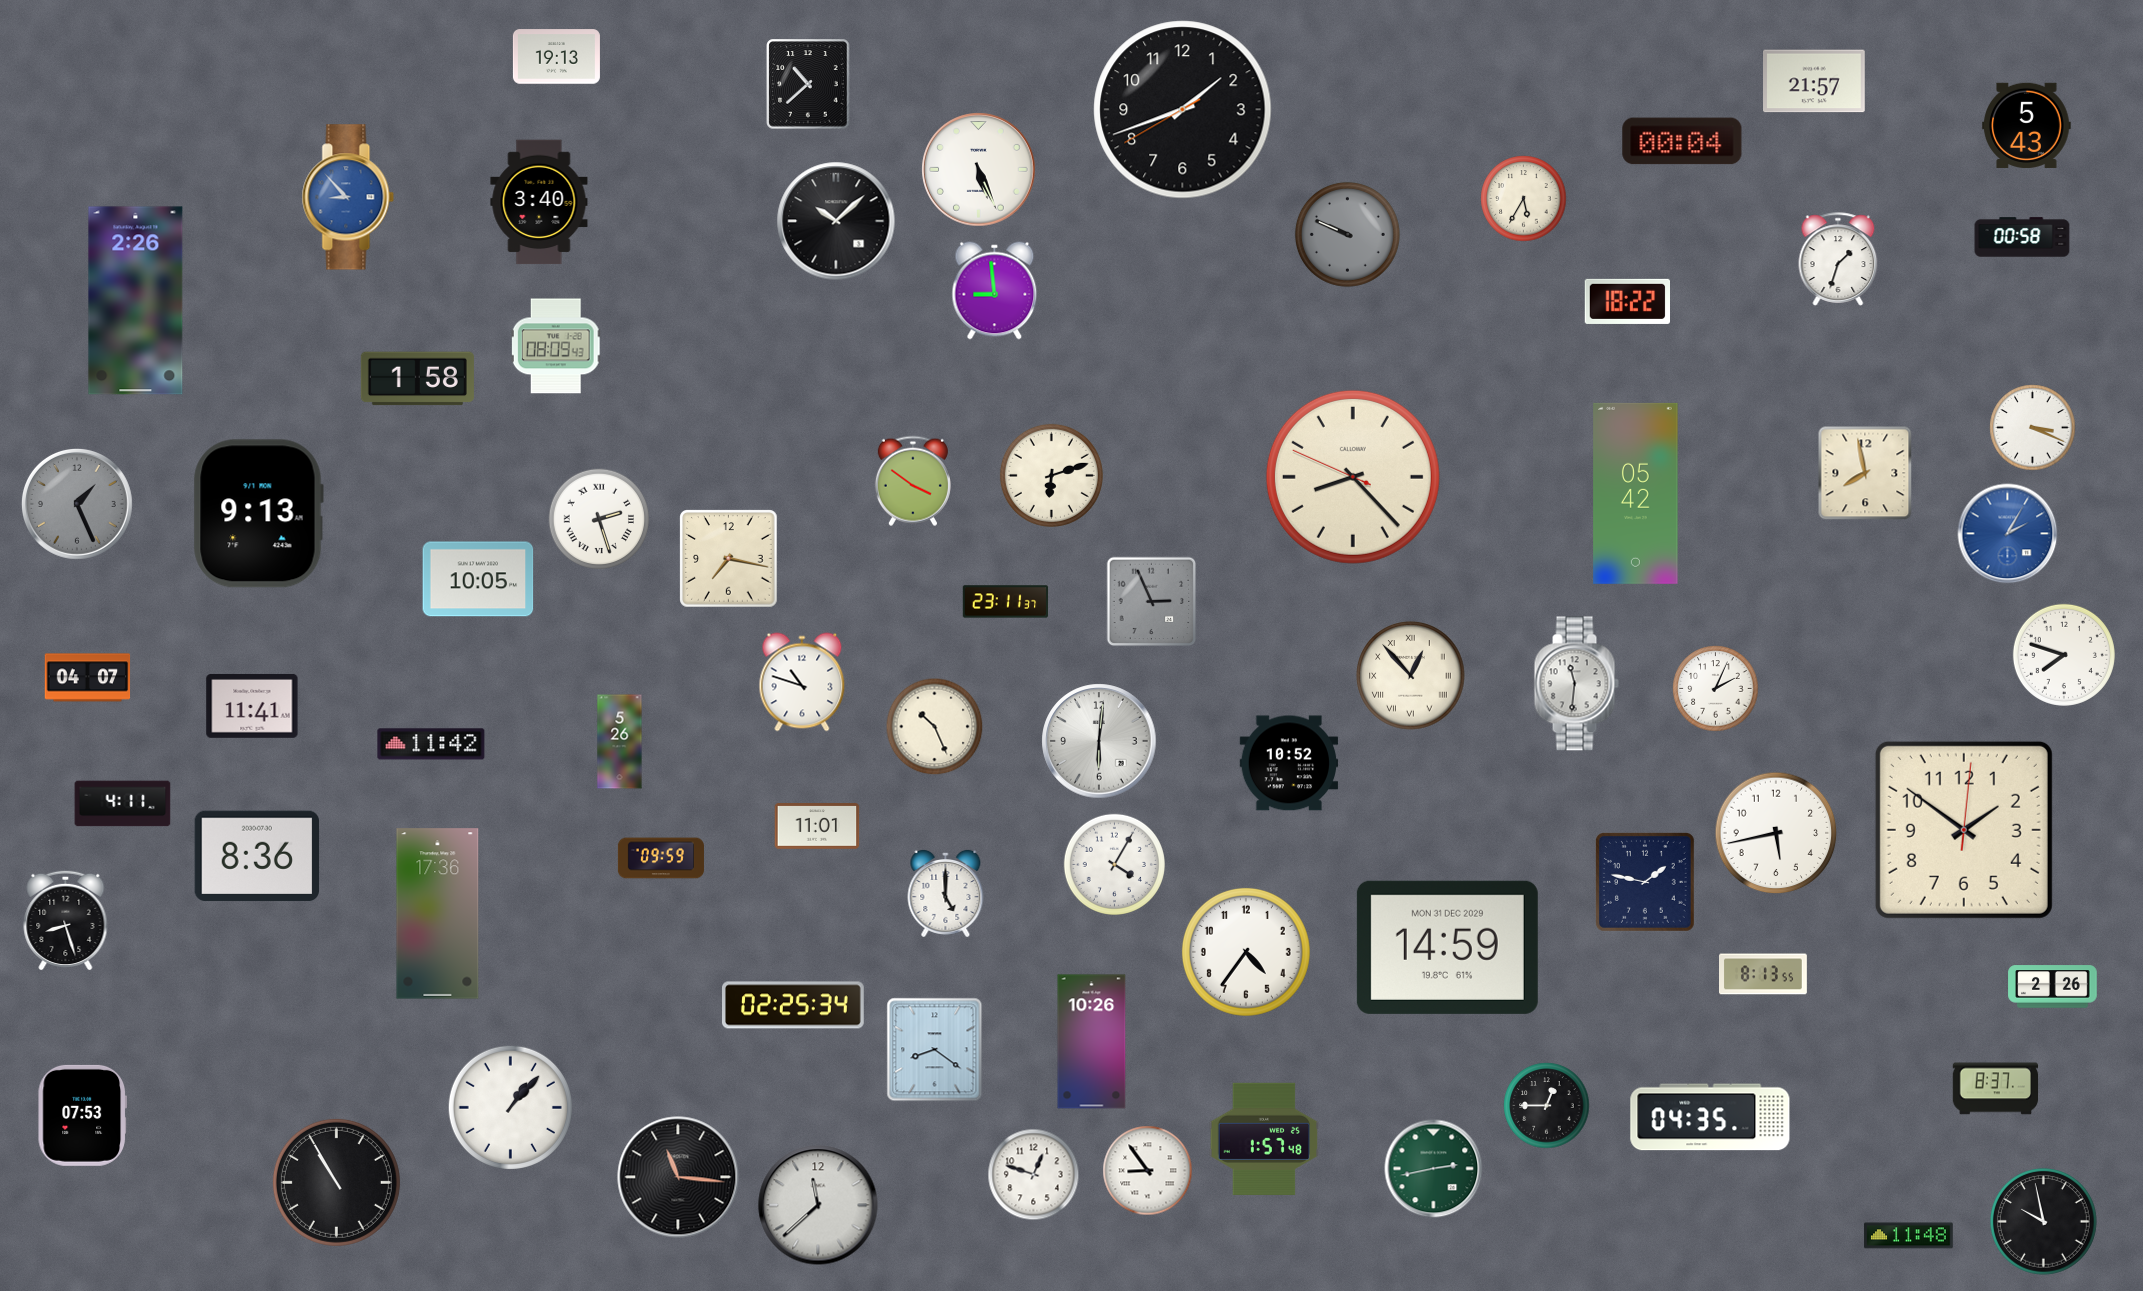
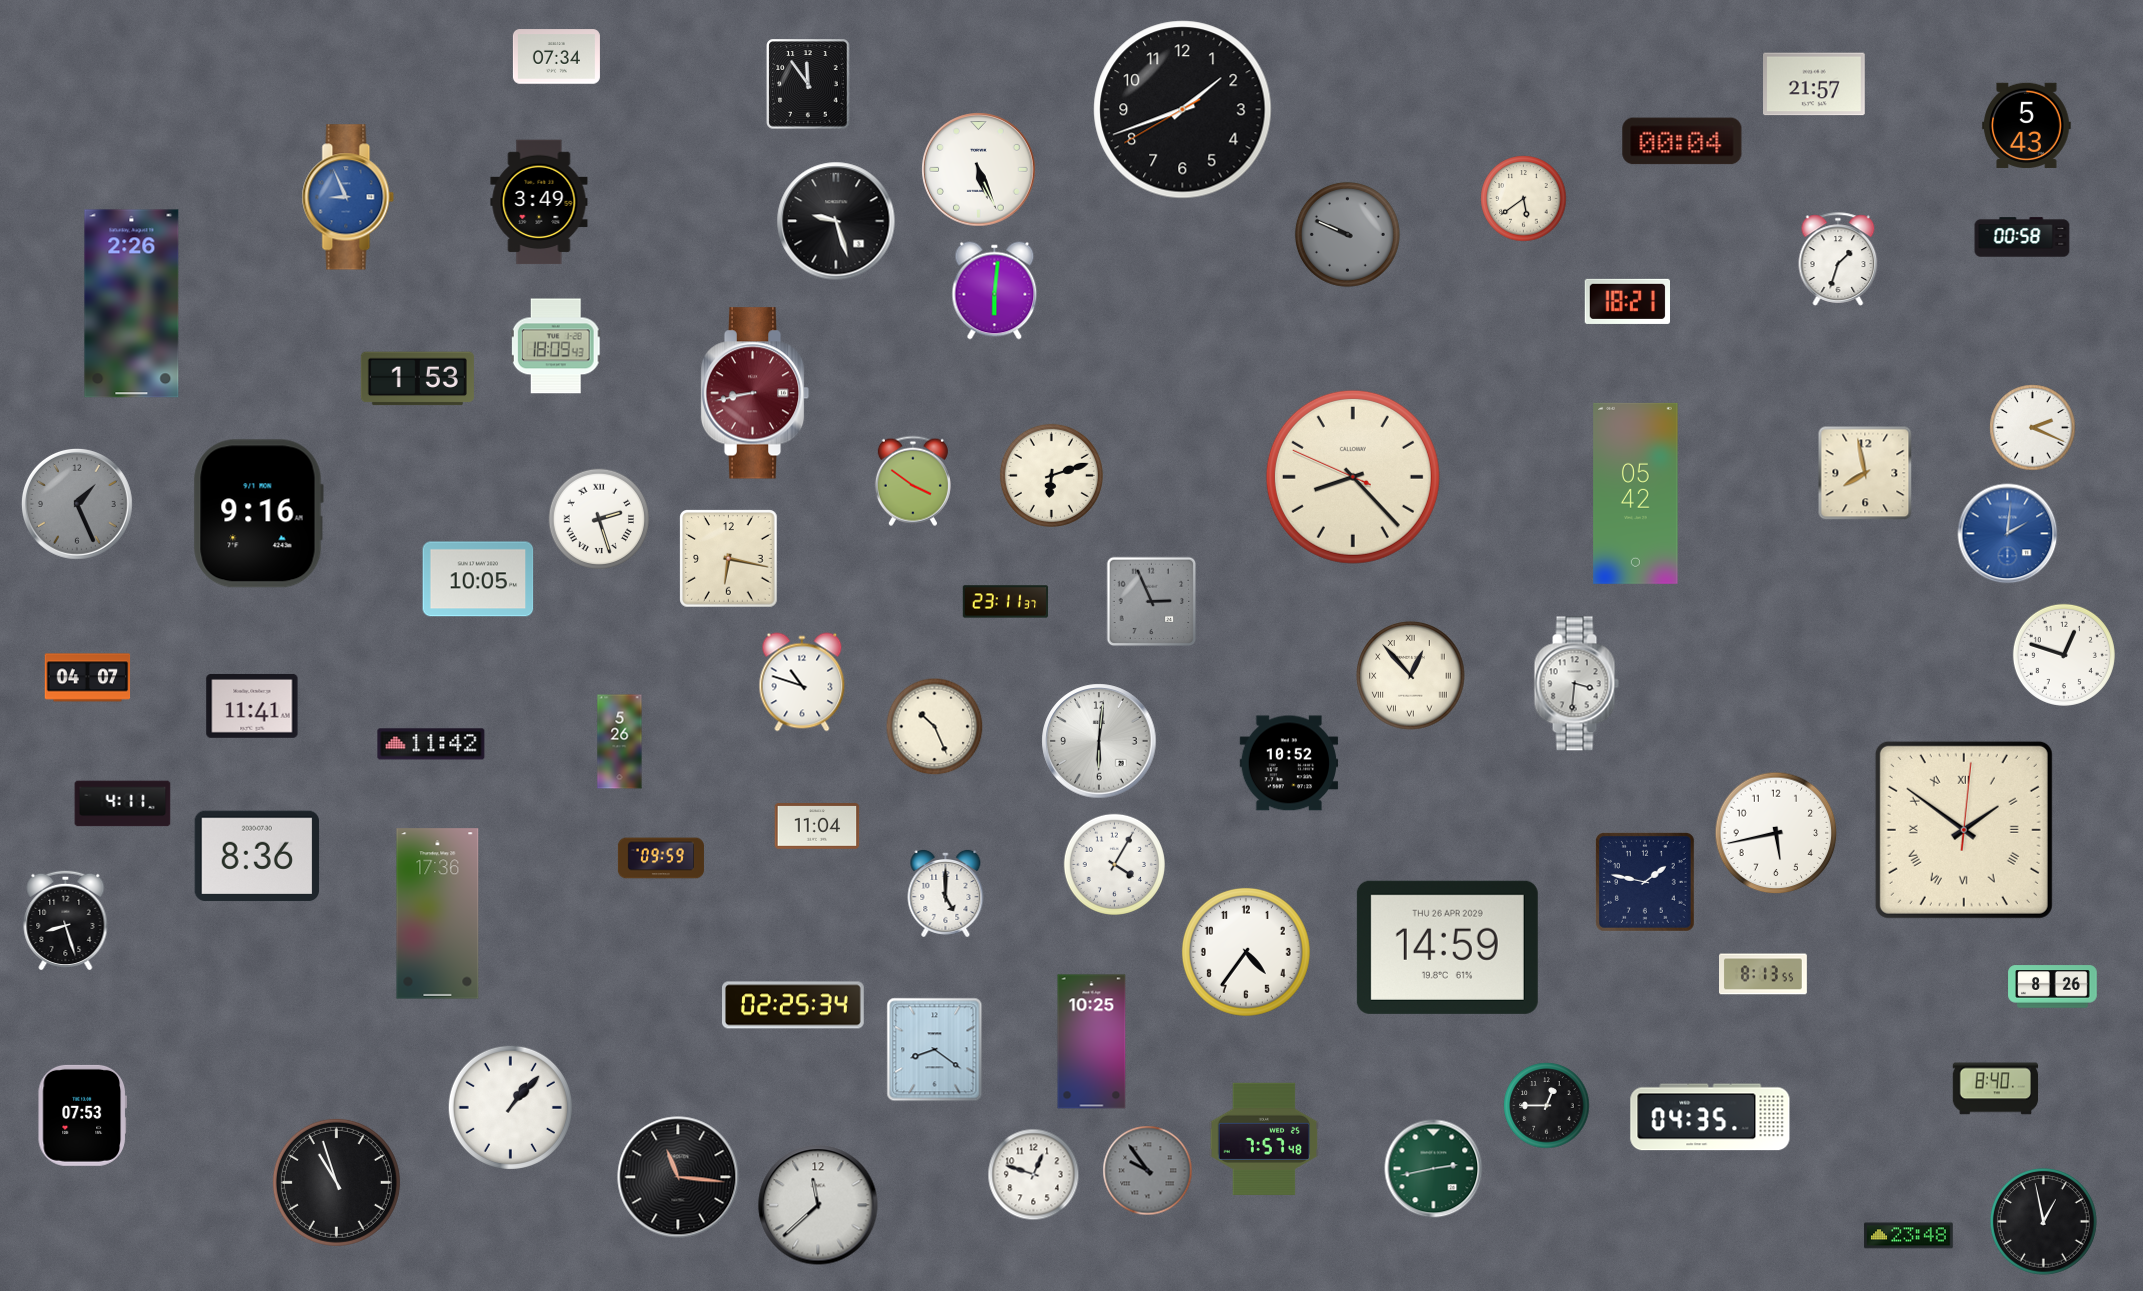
clock at (556, 57): 19:13 -> 07:34
clock at (1815, 81) position: (1815, 81) -> (1815, 84)
clock at (808, 84): 10:38 -> 11:54
clock at (348, 197): 8:53 -> 8:56
clock at (1524, 199): 5:35 -> 5:39
clock at (539, 202): 3:40 -> 3:49
clock at (836, 221): 10:08 -> 9:27
clock at (995, 291): 8:59 -> 6:01
clock at (136, 301) position: (136, 301) -> (132, 304)
clock at (1627, 301): 18:22 -> 18:21
clock at (556, 346): 08:09 -> 18:09
clock at (417, 379): 1:58 -> 1:53
clock at (755, 393): none -> 8:43
clock at (2033, 428): 3:19 -> 2:19
clock at (258, 514): 9:13 -> 9:16
clock at (2008, 534): 2:05 -> 2:01
clock at (729, 559): 7:17 -> 6:17
clock at (2064, 655): 7:48 -> 12:48
clock at (1576, 684): 11:31 -> 3:31
clock at (1716, 689): 2:04 -> none
clock at (817, 826): 11:01 -> 11:04
clock at (1964, 830) numerals: Arabic -> Roman
clock at (1447, 947) date: MON 31 DEC 2029 -> THU 26 APR 2029
clock at (2053, 987): 2:26 -> 8:26
clock at (1092, 1042): 10:26 -> 10:25
clock at (1996, 1089): 8:37 -> 8:40
clock at (1264, 1139): 1:57 -> 7:57
clock at (1148, 1171): 8:54 -> 9:54
clock at (1148, 1171) dial: white -> grey
clock at (336, 1182): 10:55 -> 10:57
clock at (2044, 1222): 9:58 -> 12:58
clock at (1909, 1236): 11:48 -> 23:48
